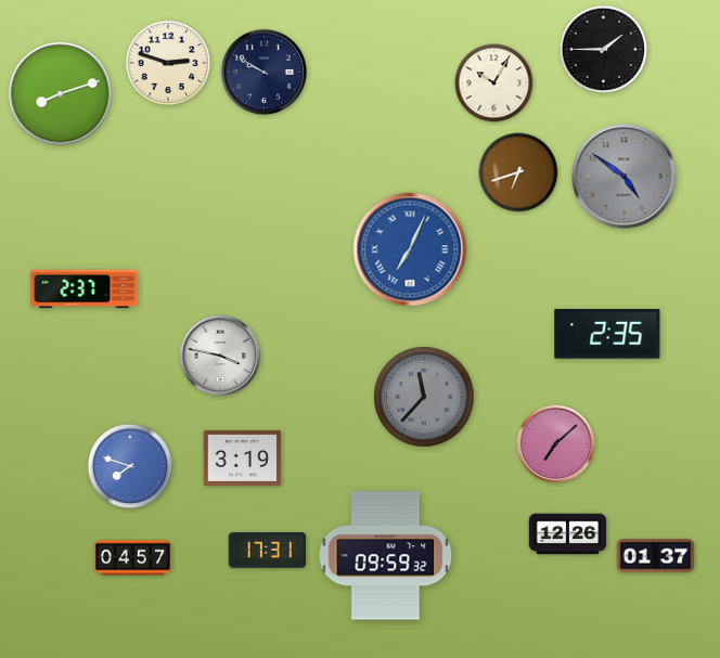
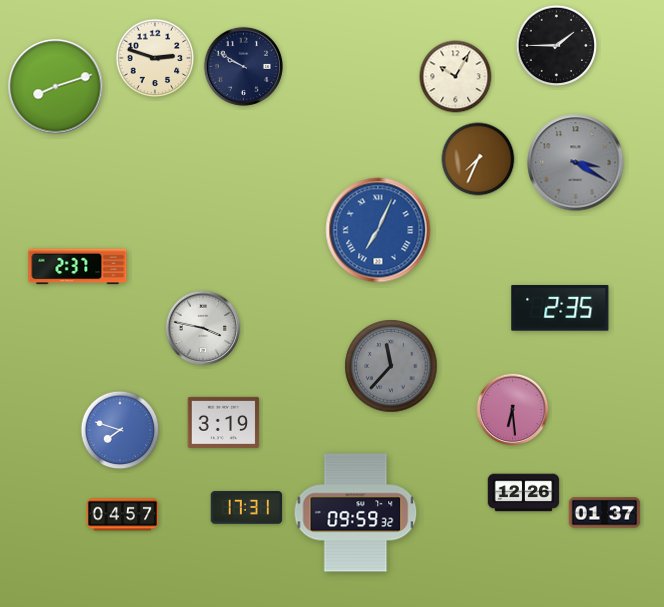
clock at (518, 172): 6:42 -> 7:34
clock at (625, 177): 4:51 -> 3:20
clock at (556, 444): 7:08 -> 6:29
